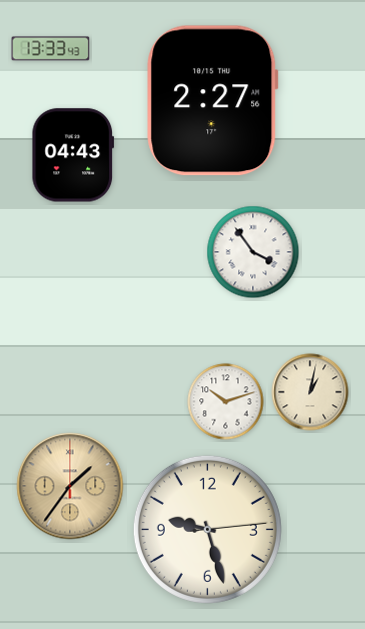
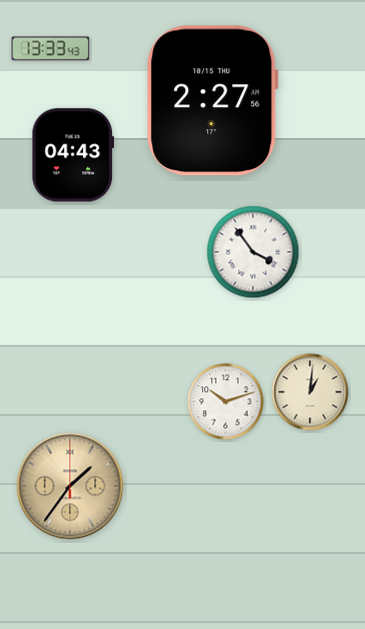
clock at (310, 392): 1:02 -> 1:01
clock at (207, 529): 9:27 -> none
